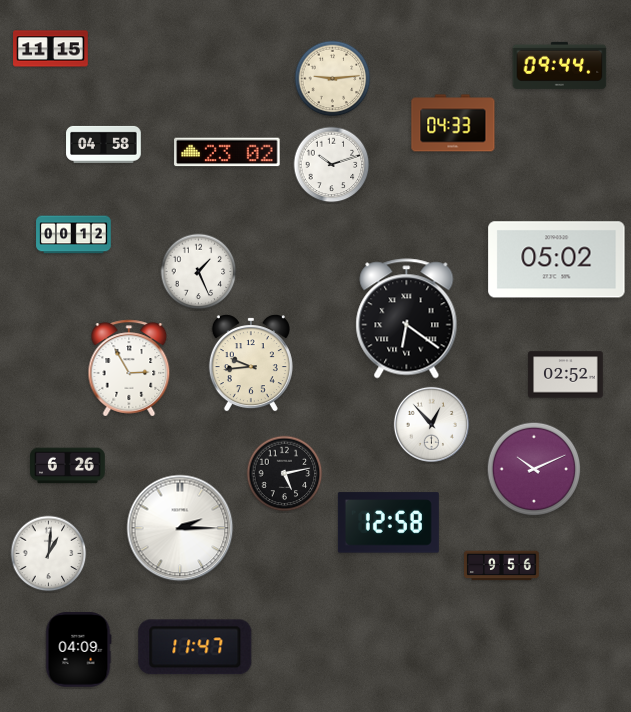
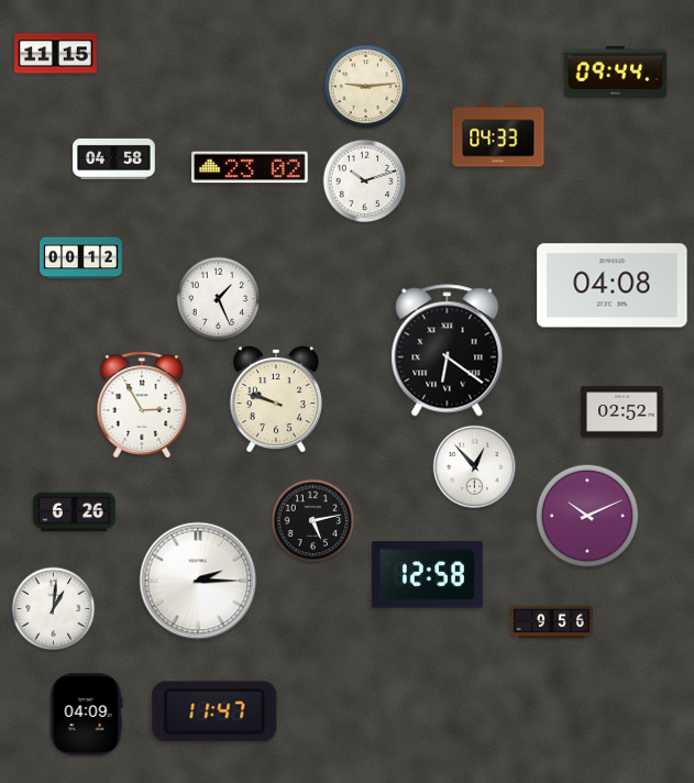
clock at (557, 260): 05:02 -> 04:08
clock at (251, 363): 9:44 -> 9:48
